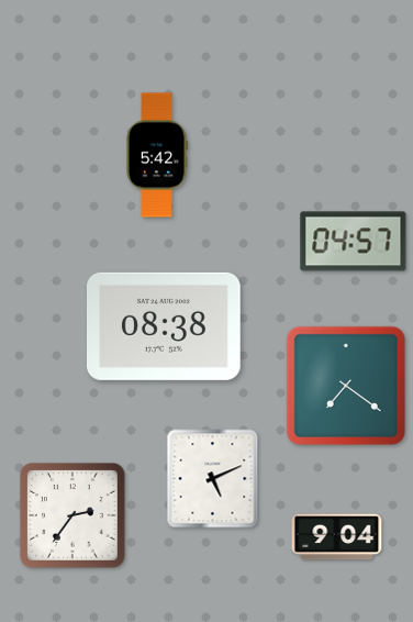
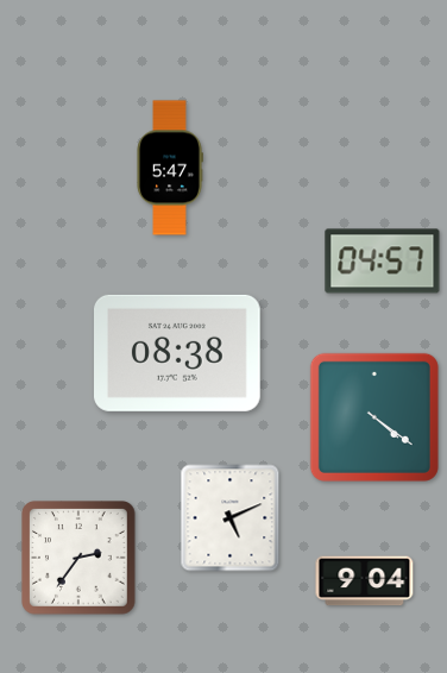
clock at (157, 155): 5:42 -> 5:47
clock at (346, 386): 7:21 -> 4:21
